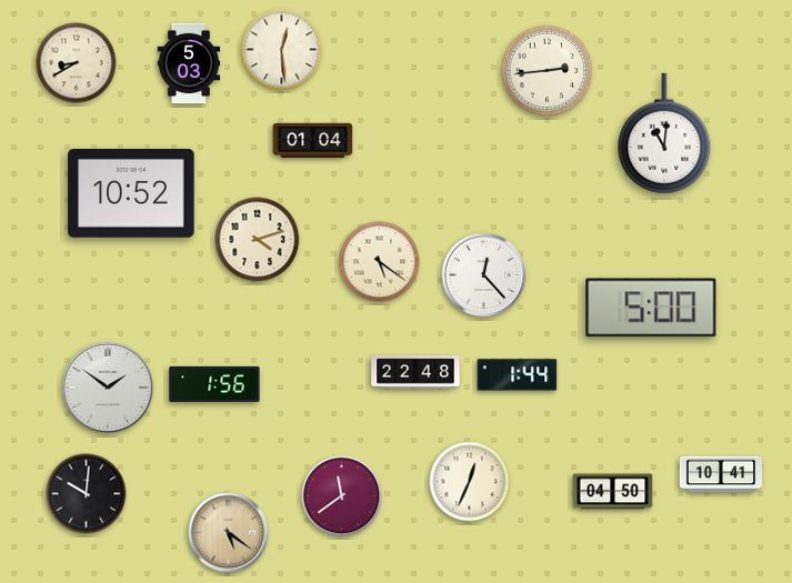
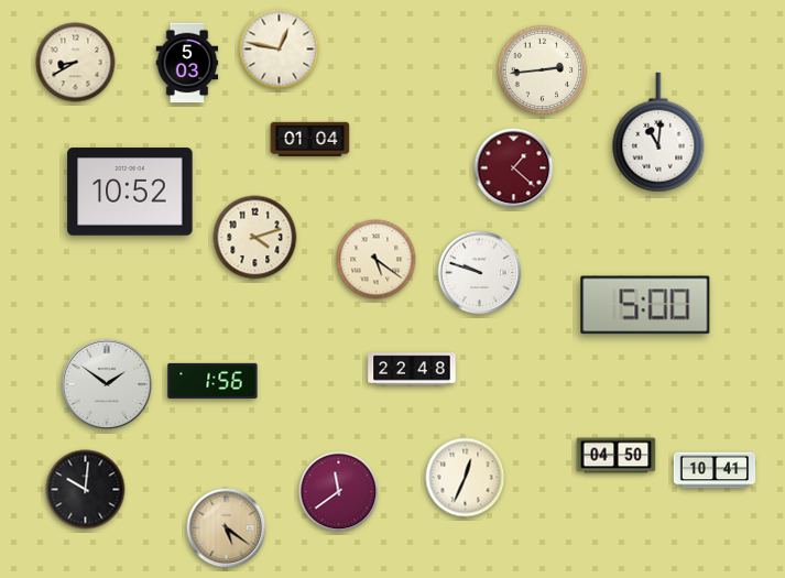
clock at (282, 50): 12:29 -> 12:47
clock at (514, 168): none -> 1:22
clock at (484, 275): 12:23 -> 9:48
clock at (518, 375): 1:44 -> none
clock at (613, 492) position: (613, 492) -> (617, 456)
